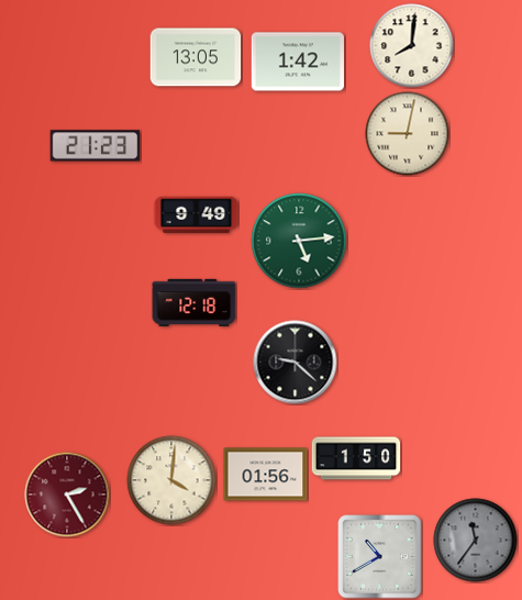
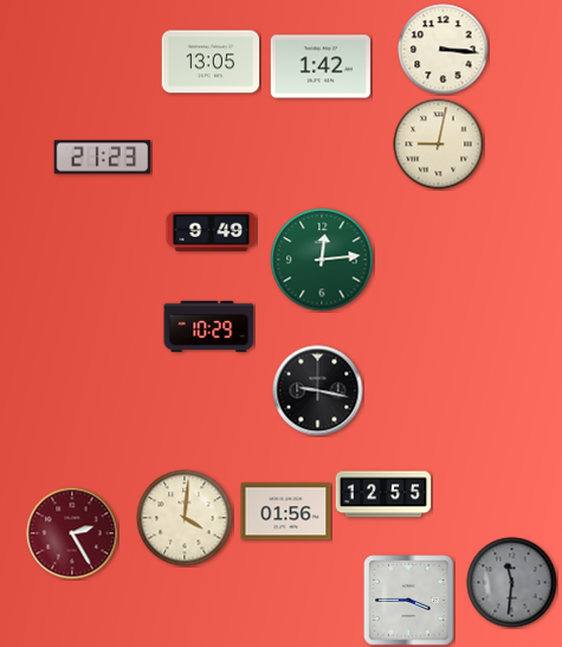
clock at (412, 46): 8:01 -> 3:16
clock at (299, 241): 5:14 -> 12:14
clock at (195, 302): 12:18 -> 10:29
clock at (296, 363): 9:22 -> 9:17
clock at (356, 458): 1:50 -> 12:55
clock at (476, 541): 11:36 -> 11:31
clock at (380, 557): 10:40 -> 3:45
